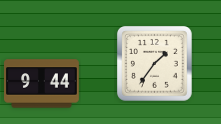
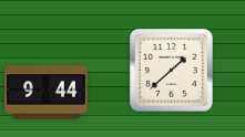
clock at (155, 64): 1:36 -> 1:38
